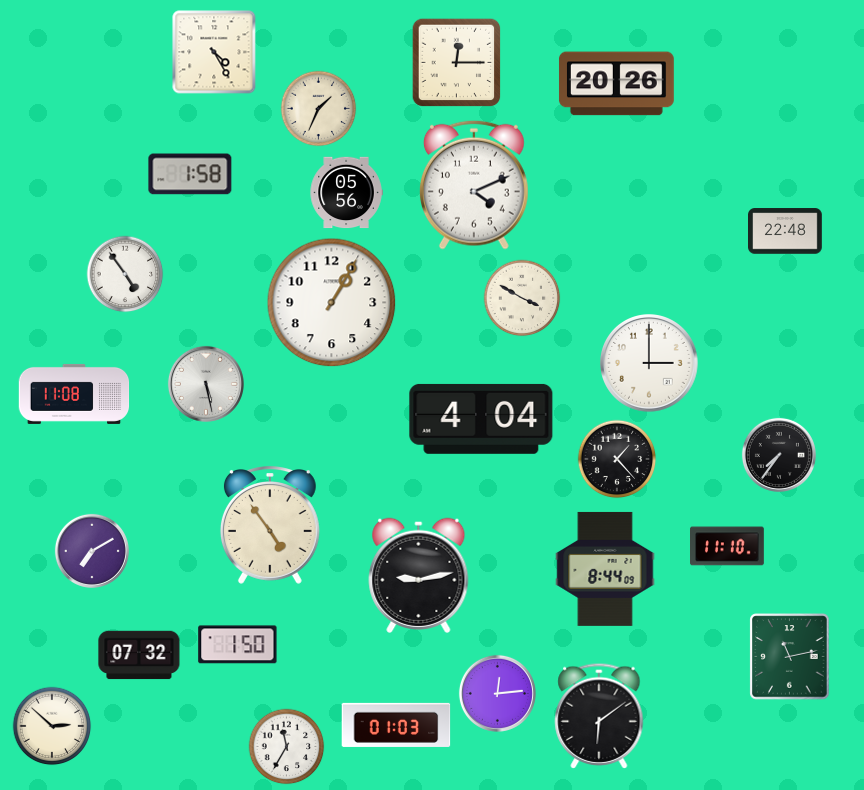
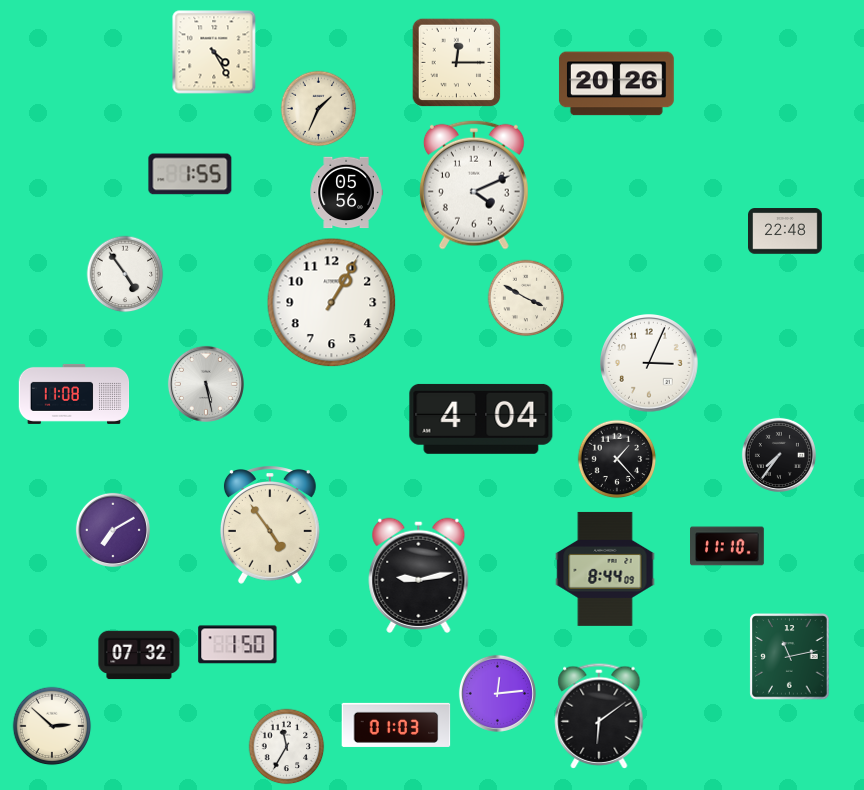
clock at (190, 174): 1:58 -> 1:55
clock at (522, 298) position: (522, 298) -> (526, 298)
clock at (650, 364): 3:00 -> 3:04
clock at (92, 551) position: (92, 551) -> (113, 530)
